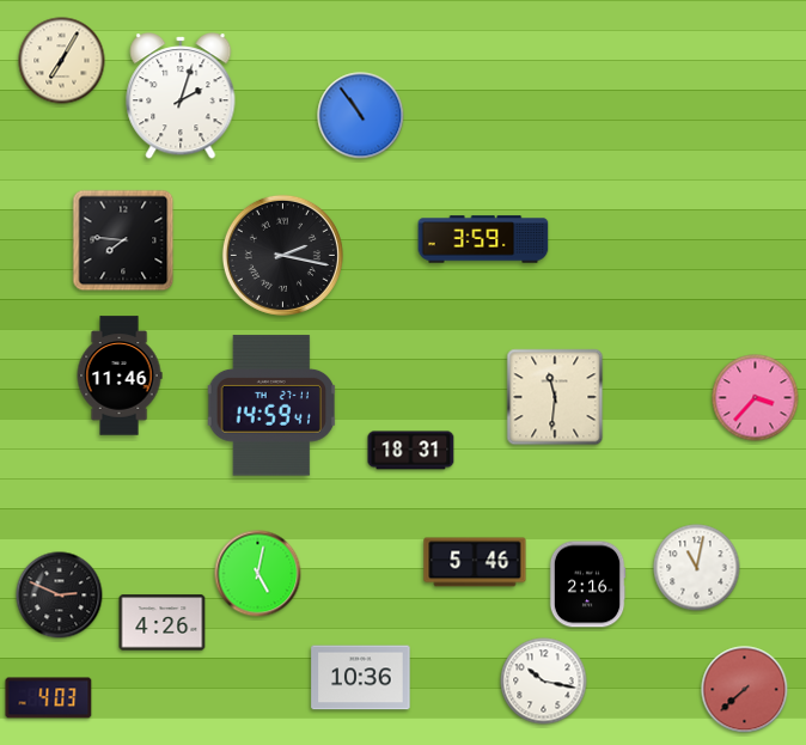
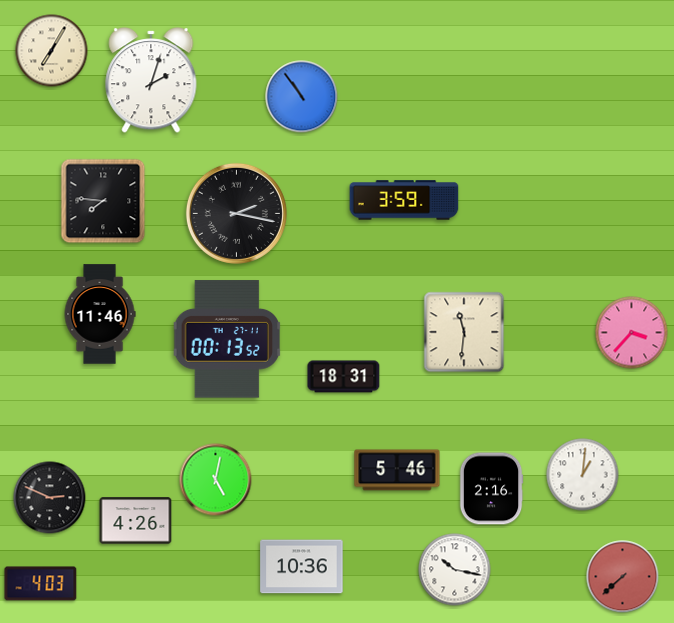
clock at (271, 405): 14:59 -> 00:13
clock at (697, 568): 11:02 -> 1:01
